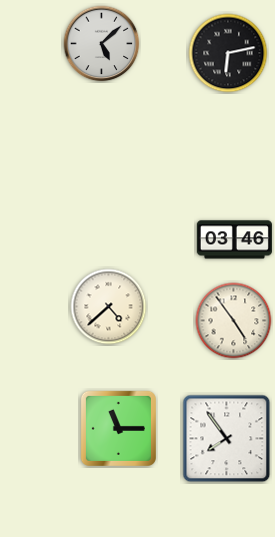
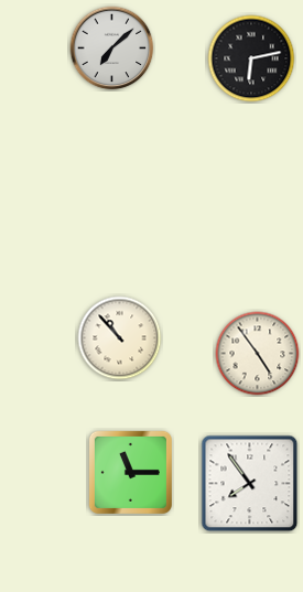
clock at (102, 44): 5:08 -> 7:08
clock at (234, 240): 03:46 -> none
clock at (109, 307): 4:38 -> 10:53
